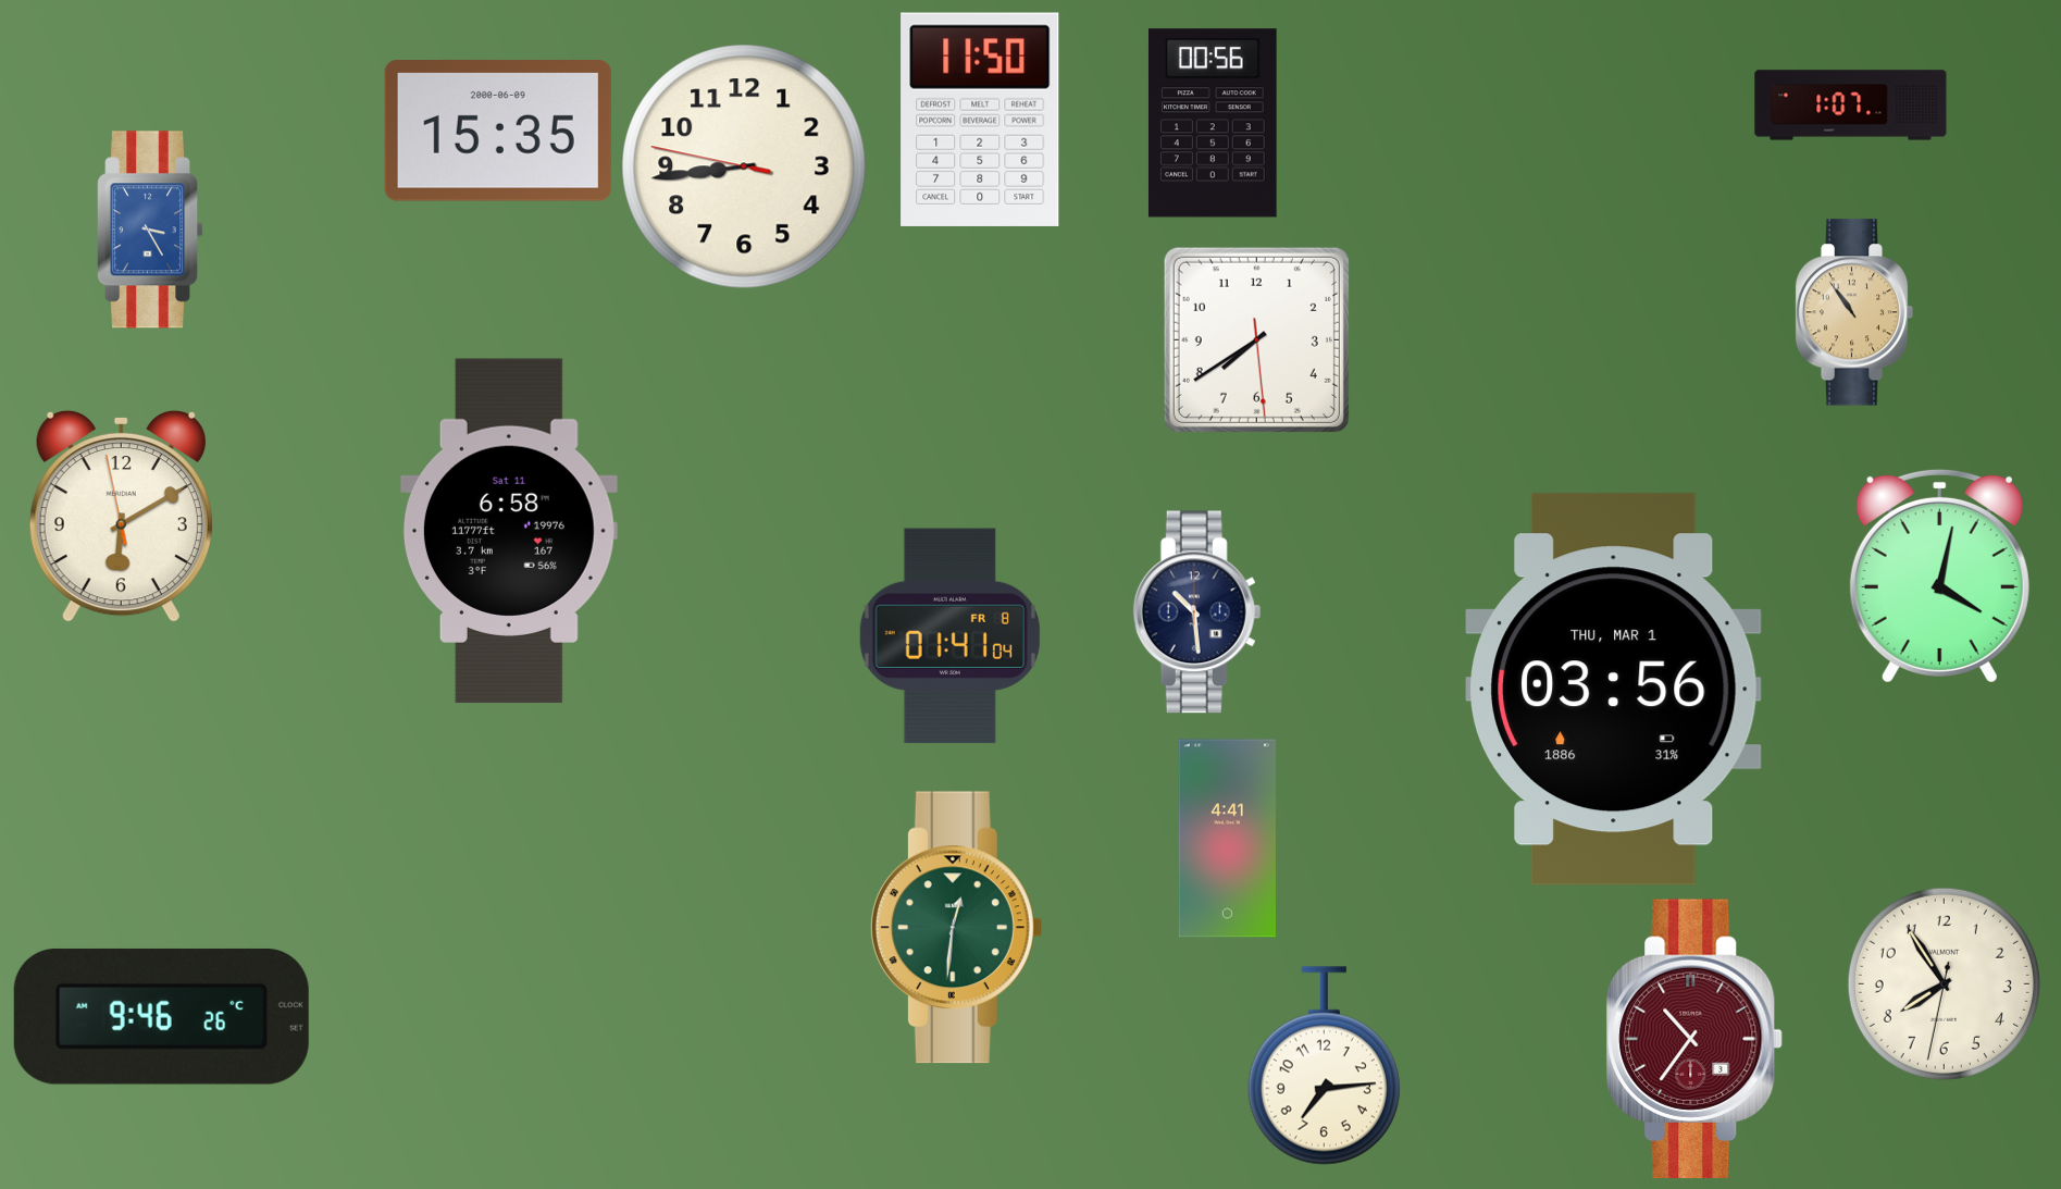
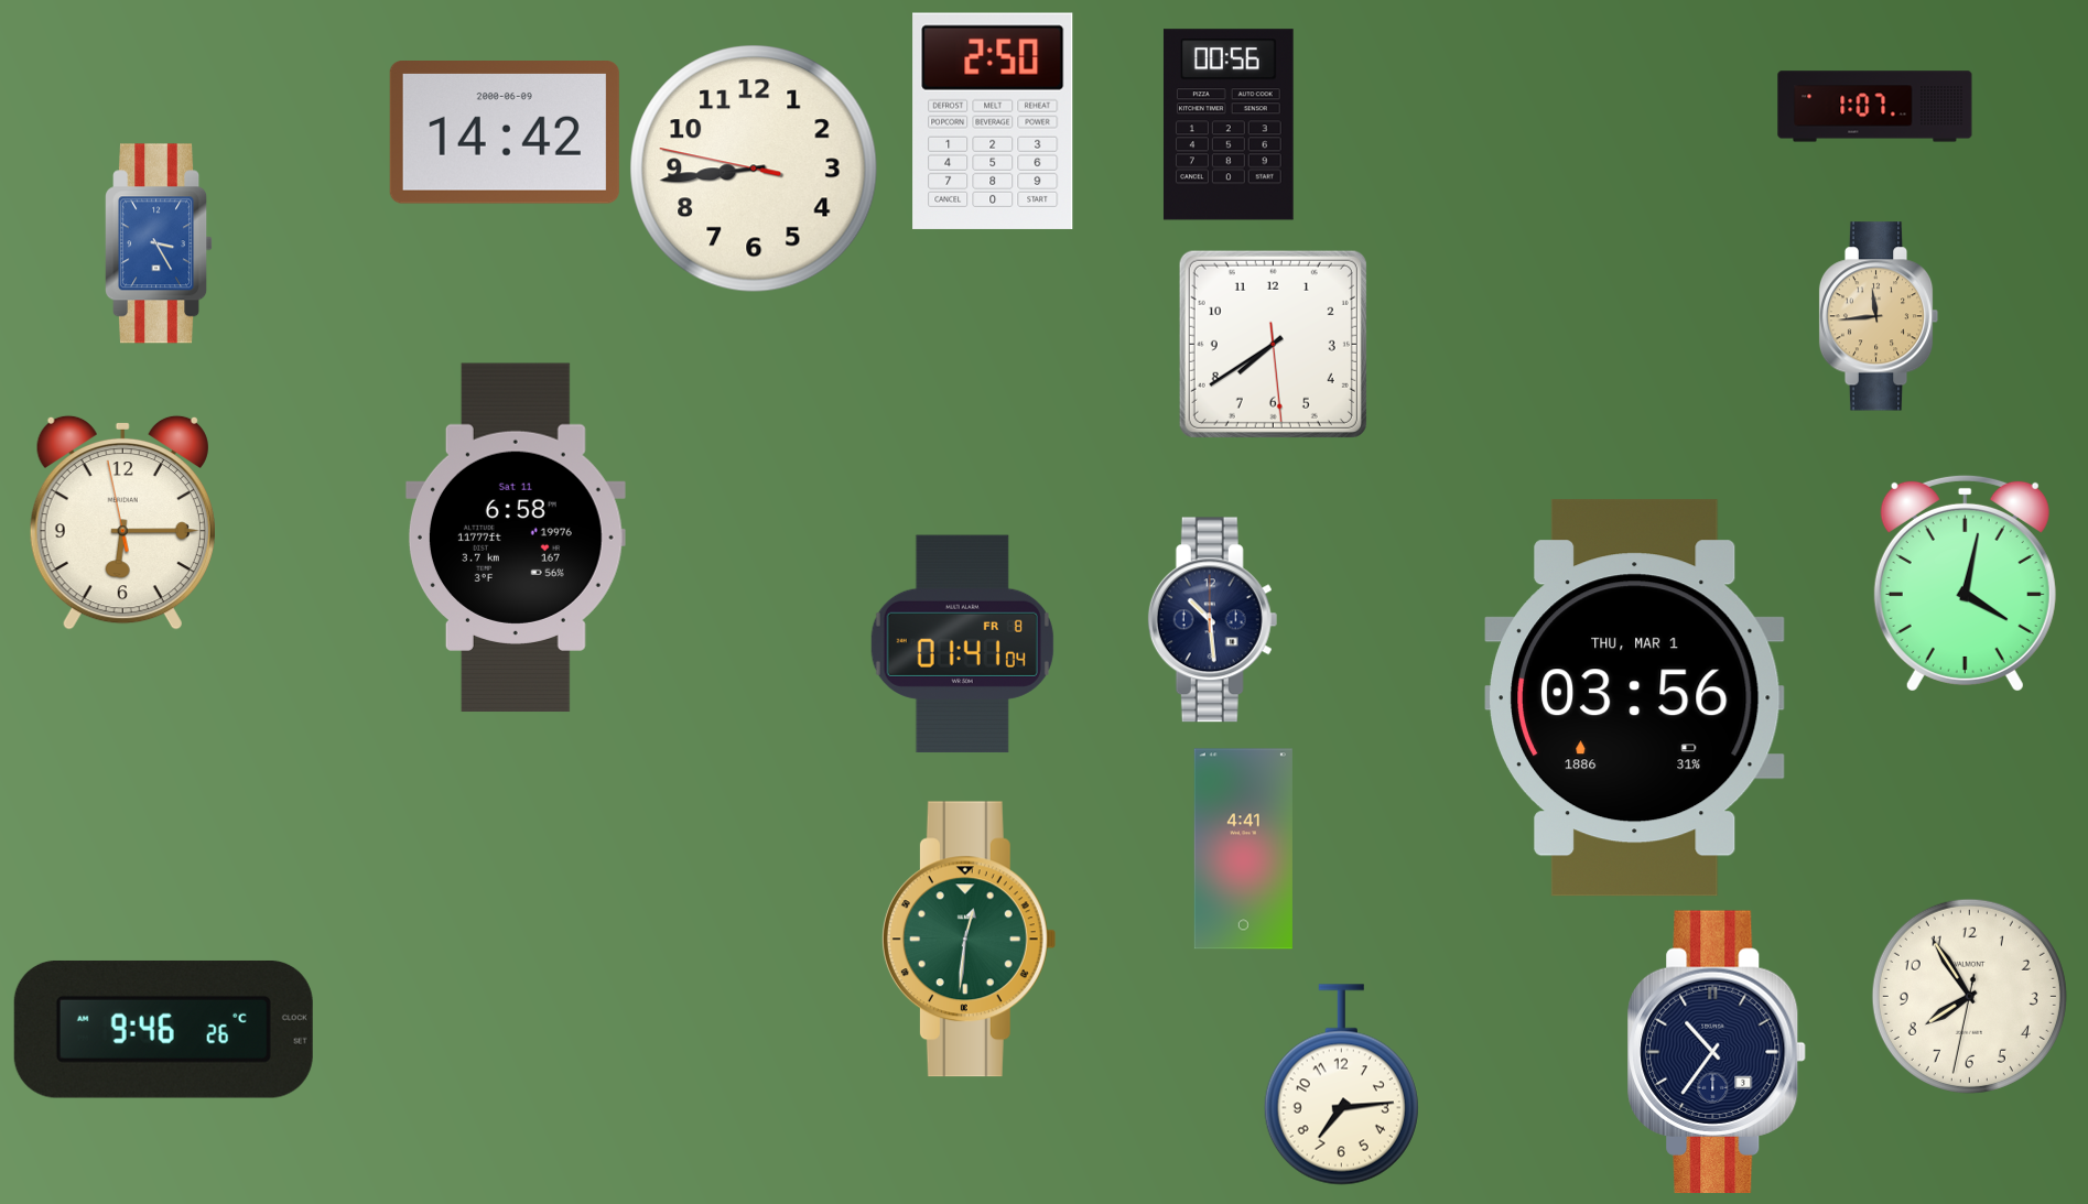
clock at (980, 120): 11:50 -> 2:50
clock at (498, 132): 15:35 -> 14:42
clock at (151, 230) position: (151, 230) -> (160, 243)
clock at (1854, 312): 10:54 -> 11:44
clock at (121, 516): 6:09 -> 6:14
clock at (1694, 1038) dial: burgundy -> navy
clock at (1324, 1066) position: (1324, 1066) -> (1341, 1085)
